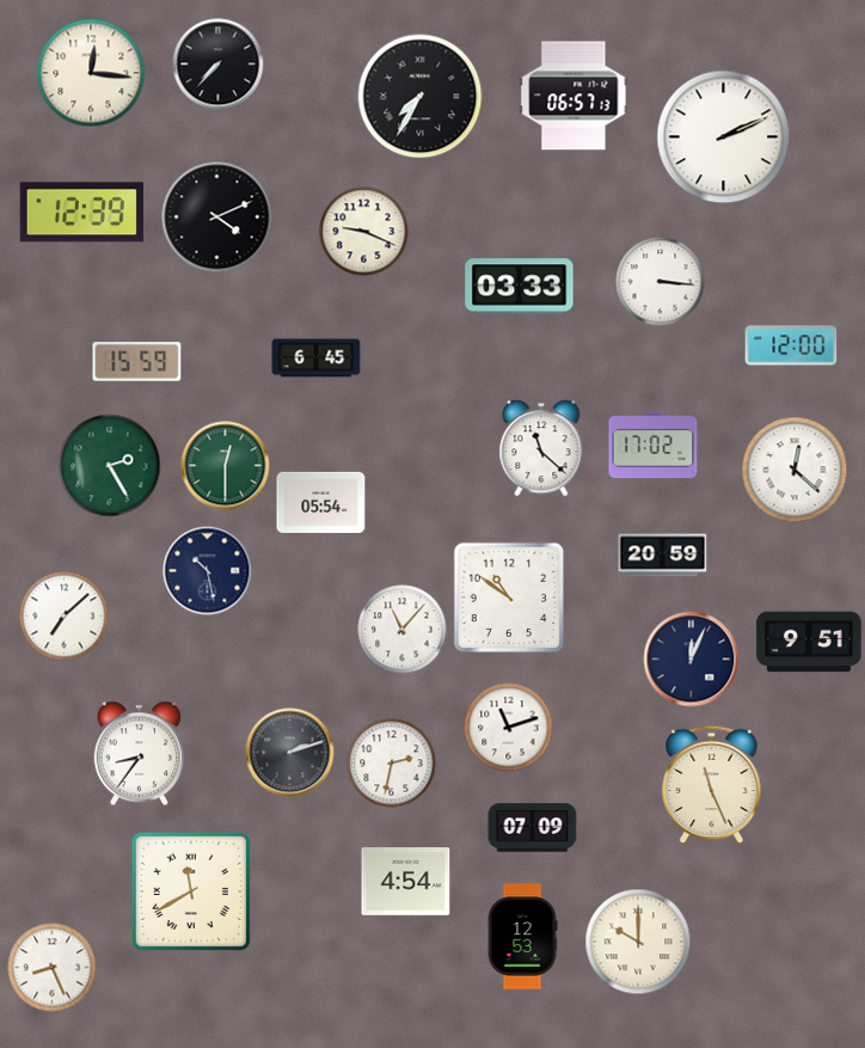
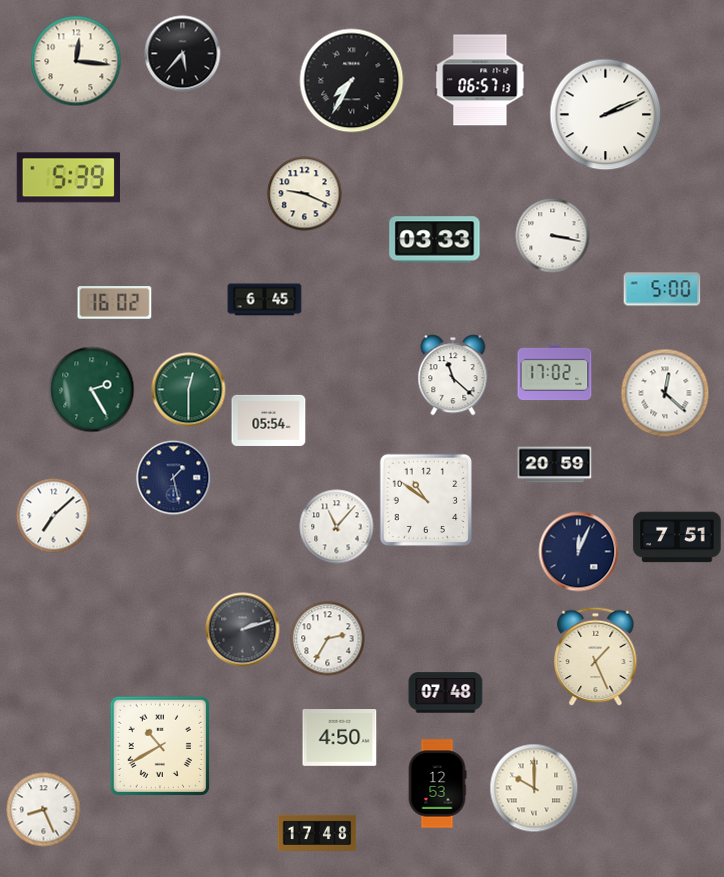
clock at (219, 65): 7:37 -> 5:37
clock at (81, 213): 12:39 -> 5:39
clock at (217, 217): 4:11 -> none
clock at (661, 282): 3:16 -> 3:17
clock at (791, 345): 12:00 -> 5:00
clock at (137, 362): 15:59 -> 16:02
clock at (654, 446) position: (654, 446) -> (555, 373)
clock at (208, 571): 10:28 -> 1:28
clock at (809, 642): 9:51 -> 7:51
clock at (509, 728): 11:12 -> none
clock at (140, 754): 8:36 -> none
clock at (392, 764): 2:32 -> 2:35
clock at (712, 785): 11:26 -> 1:26
clock at (533, 828): 07:09 -> 07:48
clock at (406, 882): 4:54 -> 4:50
clock at (191, 891): 11:40 -> 10:40
clock at (317, 833): none -> 17:48
